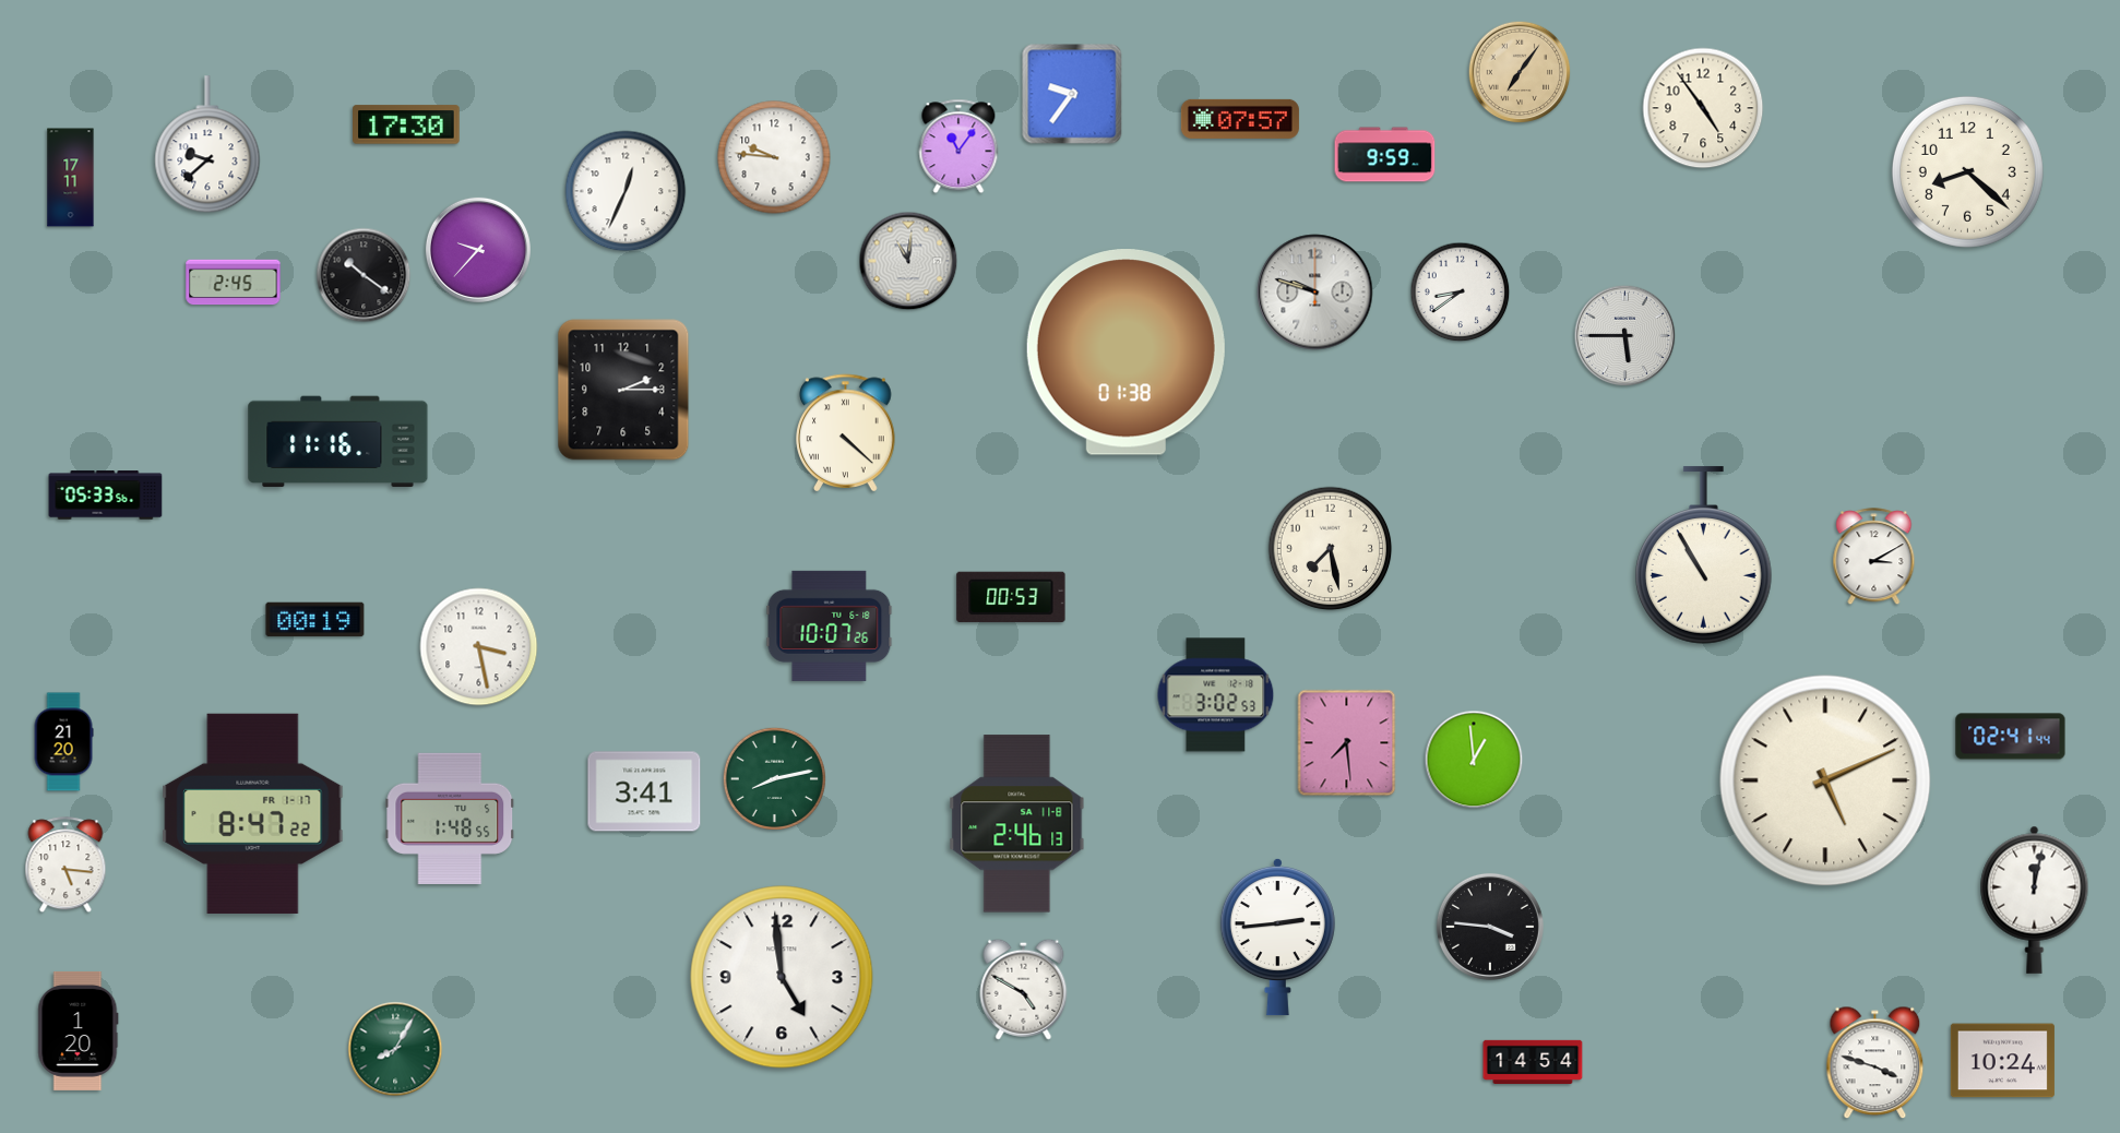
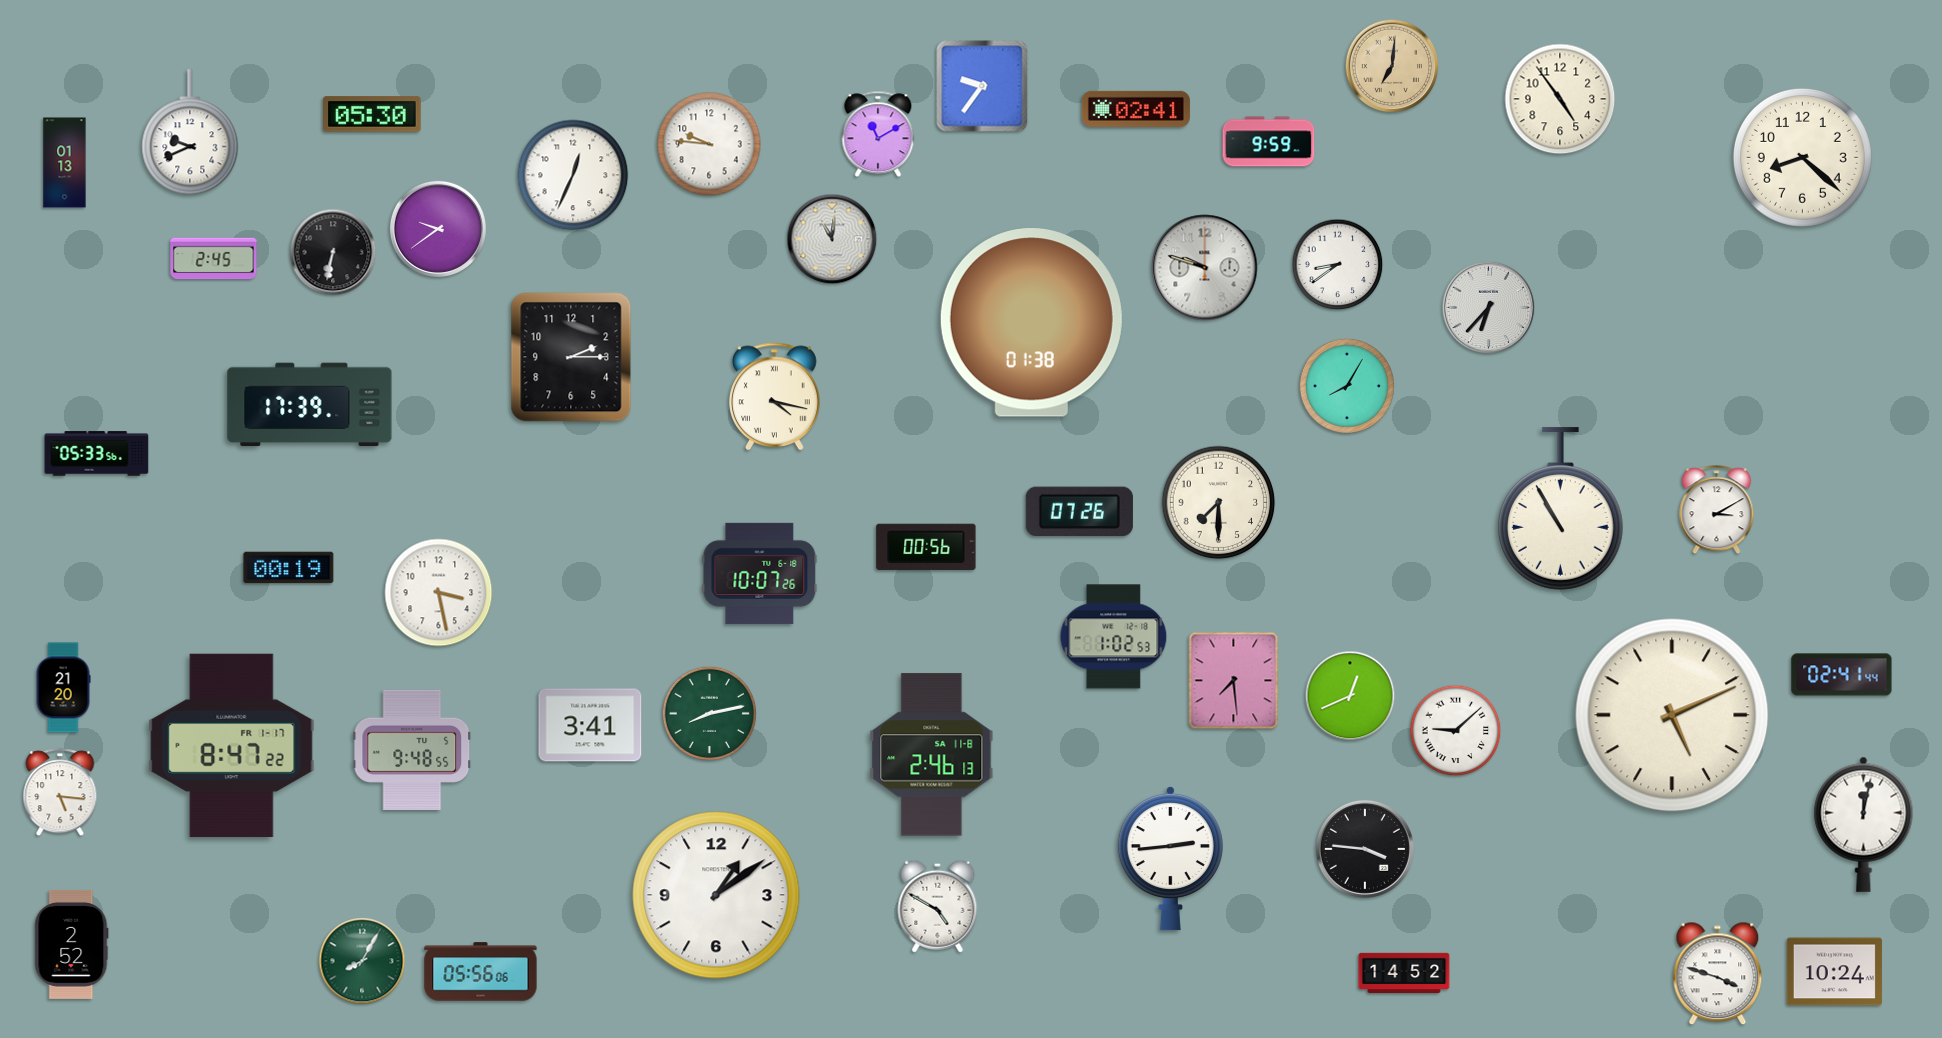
clock at (1520, 72): 7:06 -> 7:01
clock at (1240, 119): 07:57 -> 02:41
clock at (406, 124): 17:30 -> 05:30
clock at (207, 145): 9:38 -> 9:41
clock at (958, 146): 11:06 -> 11:10
clock at (71, 178): 17:11 -> 01:13
clock at (478, 250): 9:37 -> 9:39
clock at (364, 275): 10:21 -> 6:32
clock at (1461, 293) position: (1461, 293) -> (1338, 265)
clock at (1625, 336): 5:45 -> 6:37
clock at (1347, 386): none -> 8:05
clock at (846, 432): 4:22 -> 4:17
clock at (338, 442): 11:16 -> 17:39
clock at (1331, 549): 7:28 -> 7:30
clock at (1079, 512): none -> 07:26
clock at (1011, 597): 00:53 -> 00:56
clock at (1216, 695): 3:02 -> 1:02
clock at (63, 742) position: (63, 742) -> (63, 688)
clock at (1474, 760): 12:59 -> 12:41
clock at (1456, 731): none -> 9:08
clock at (450, 819): 1:48 -> 9:48
clock at (782, 977): 4:59 -> 1:09
clock at (79, 1030): 1:20 -> 2:52
clock at (481, 972): none -> 05:56
clock at (1533, 1061): 14:54 -> 14:52
